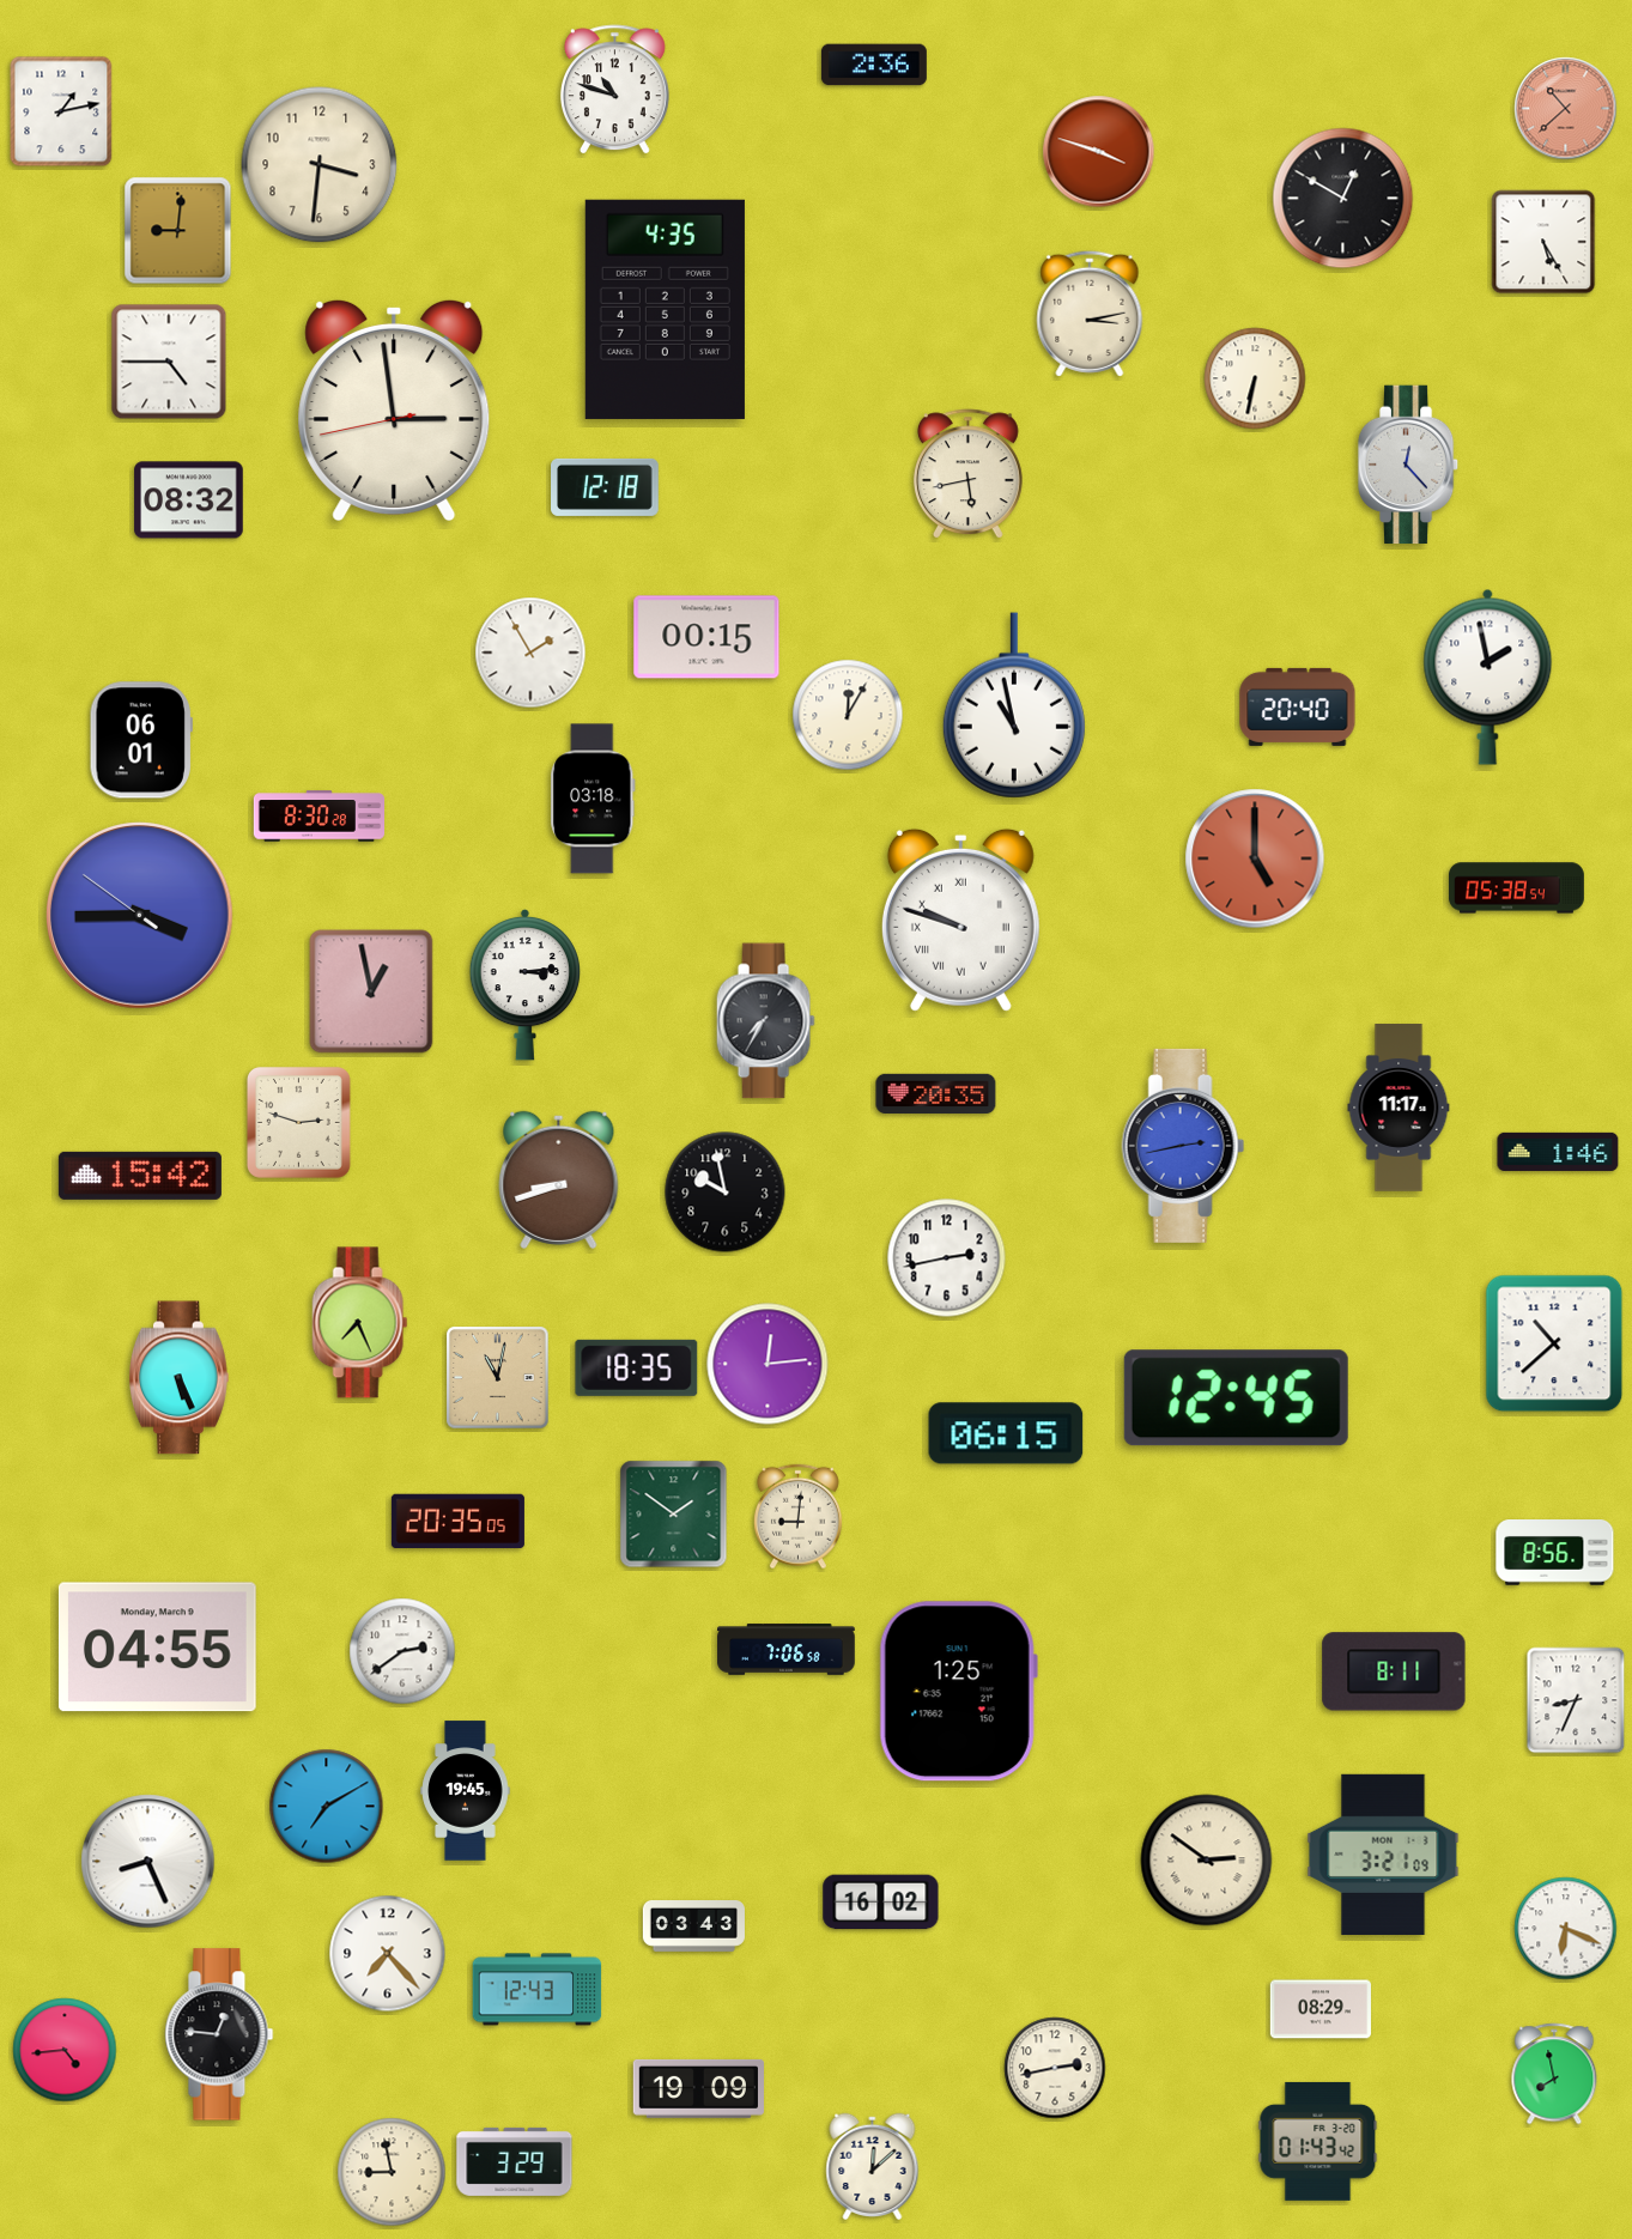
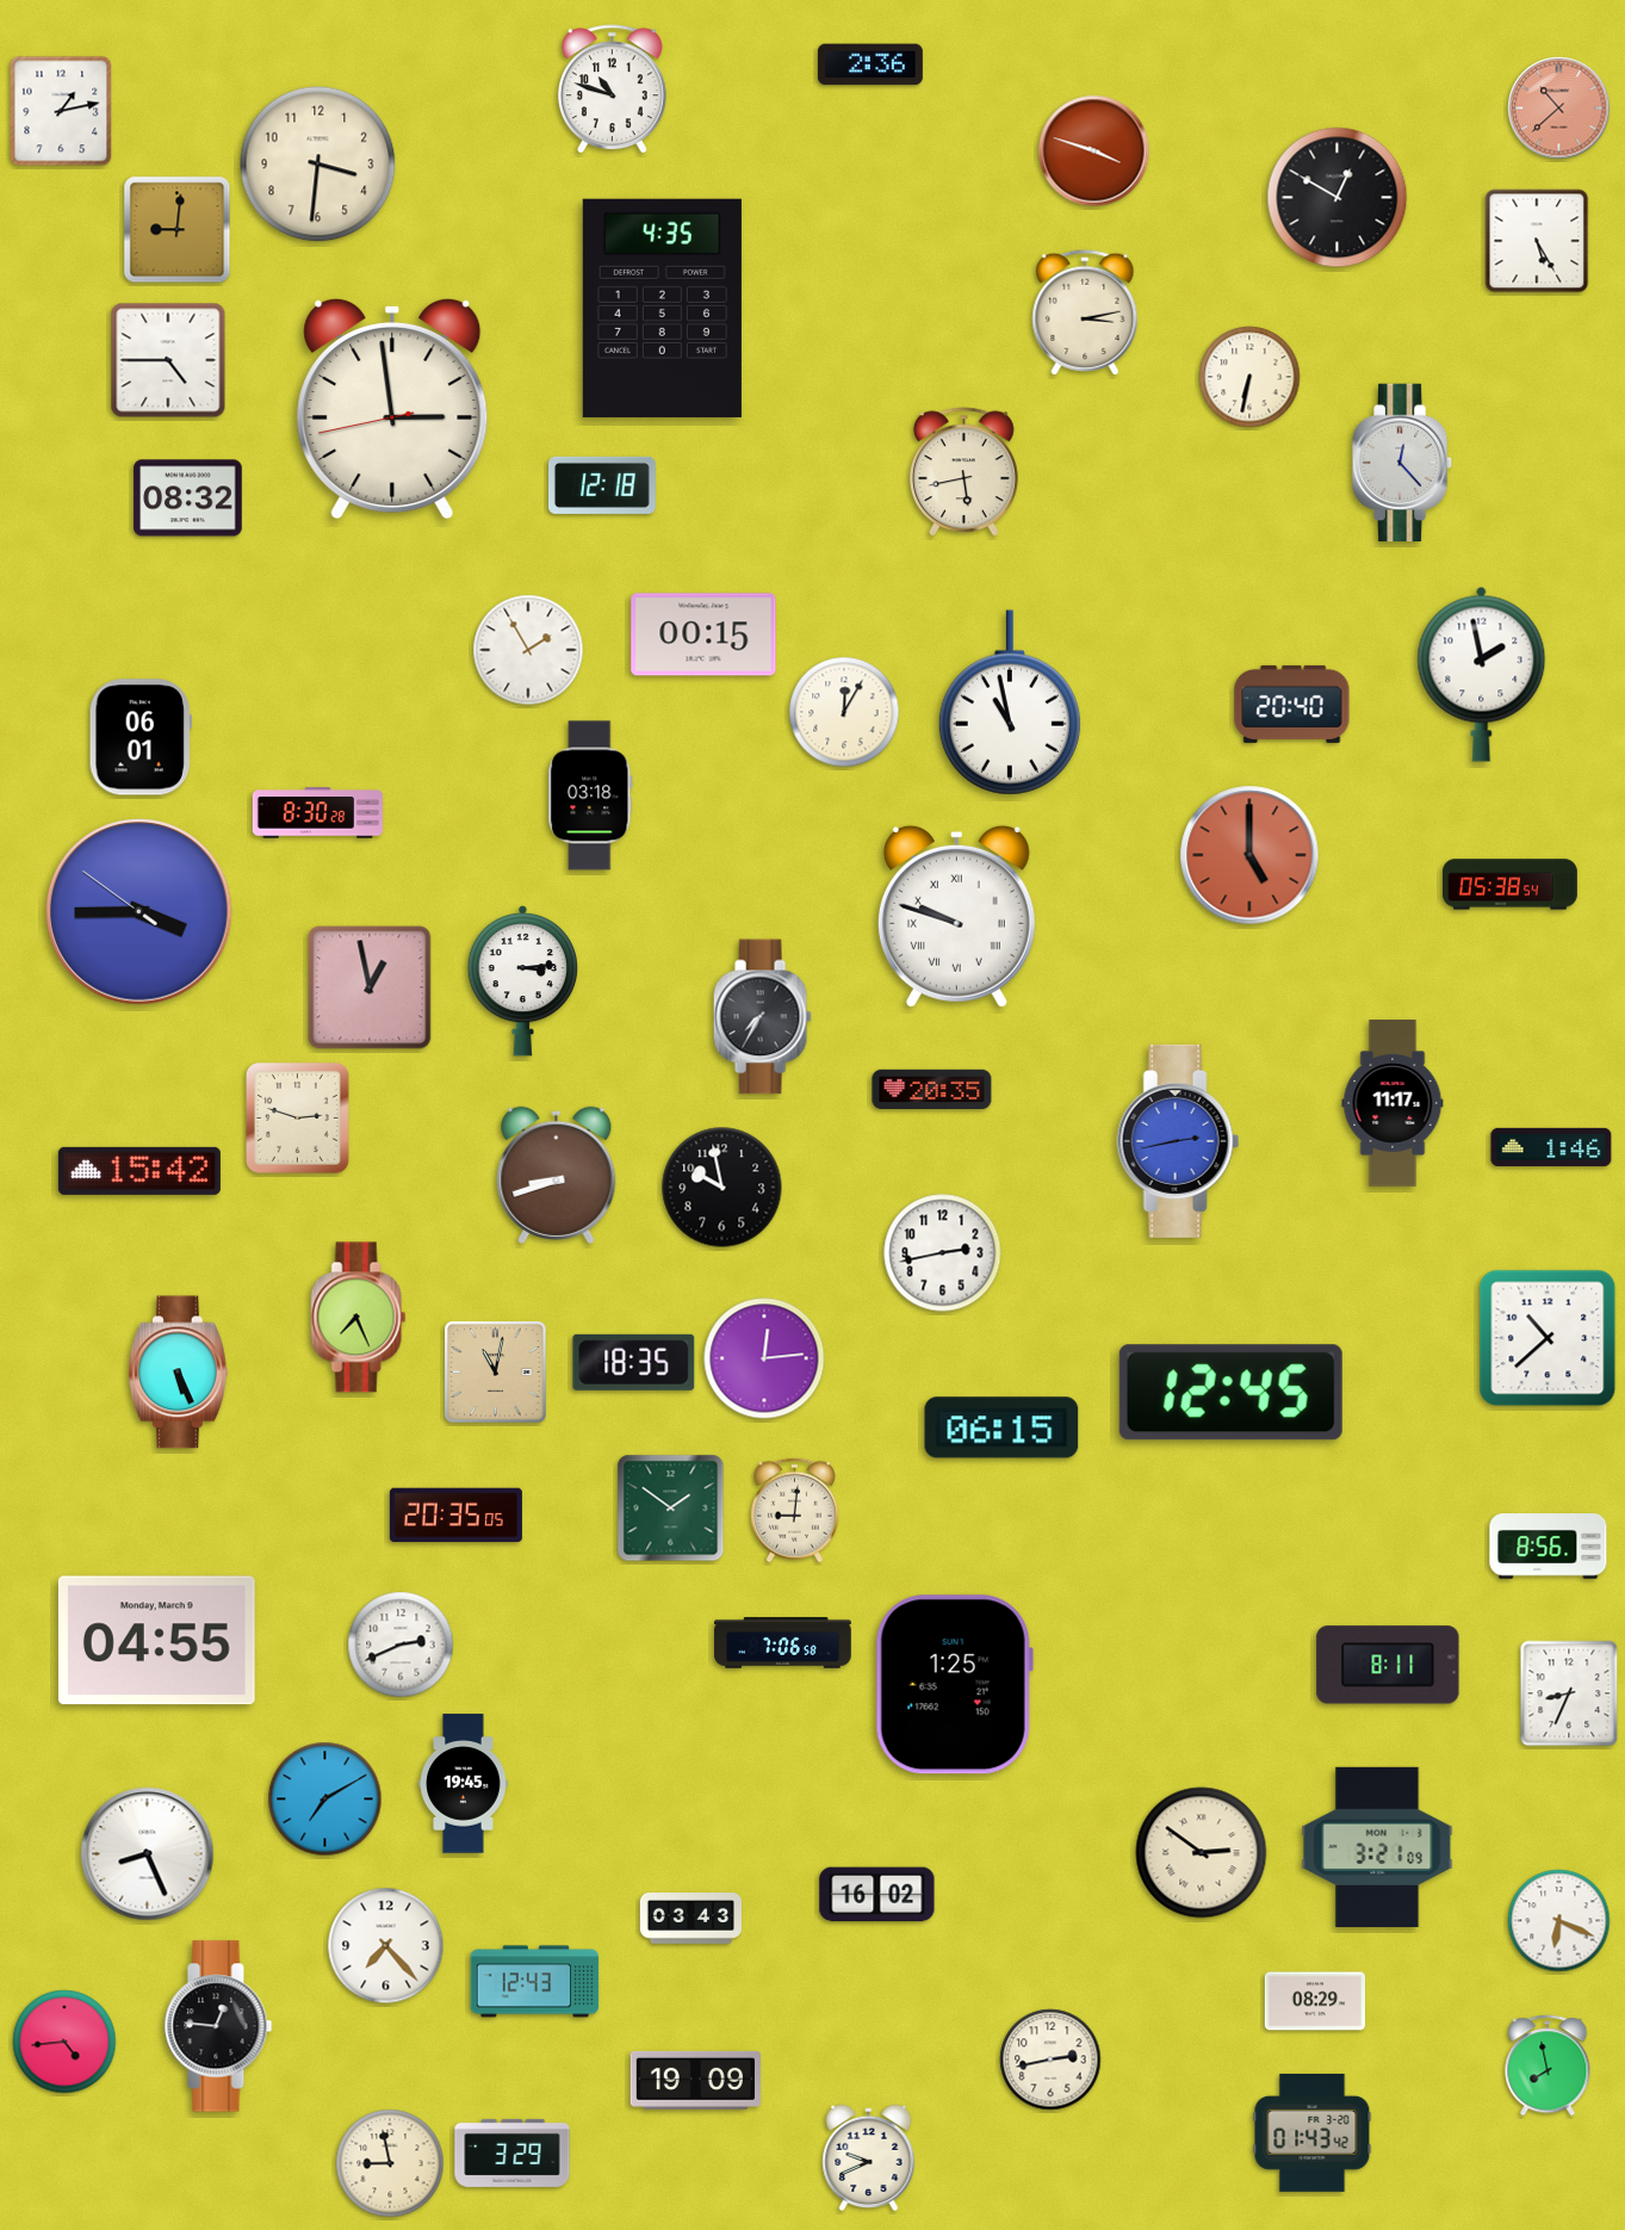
clock at (402, 1651): 2:39 -> 2:41
clock at (873, 2166): 12:08 -> 9:41
